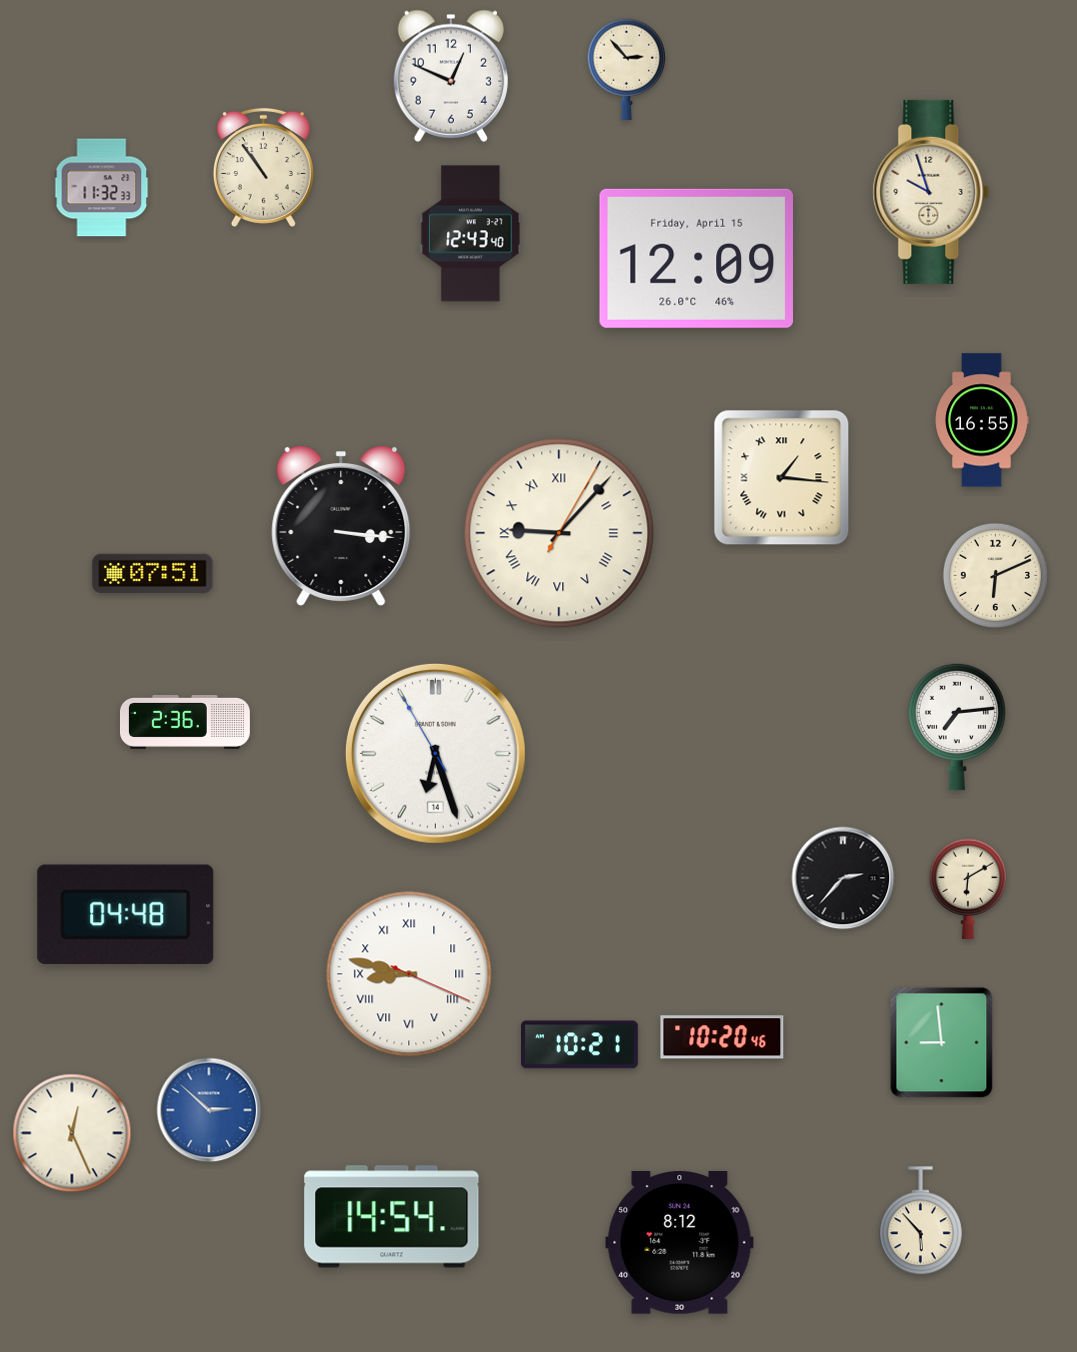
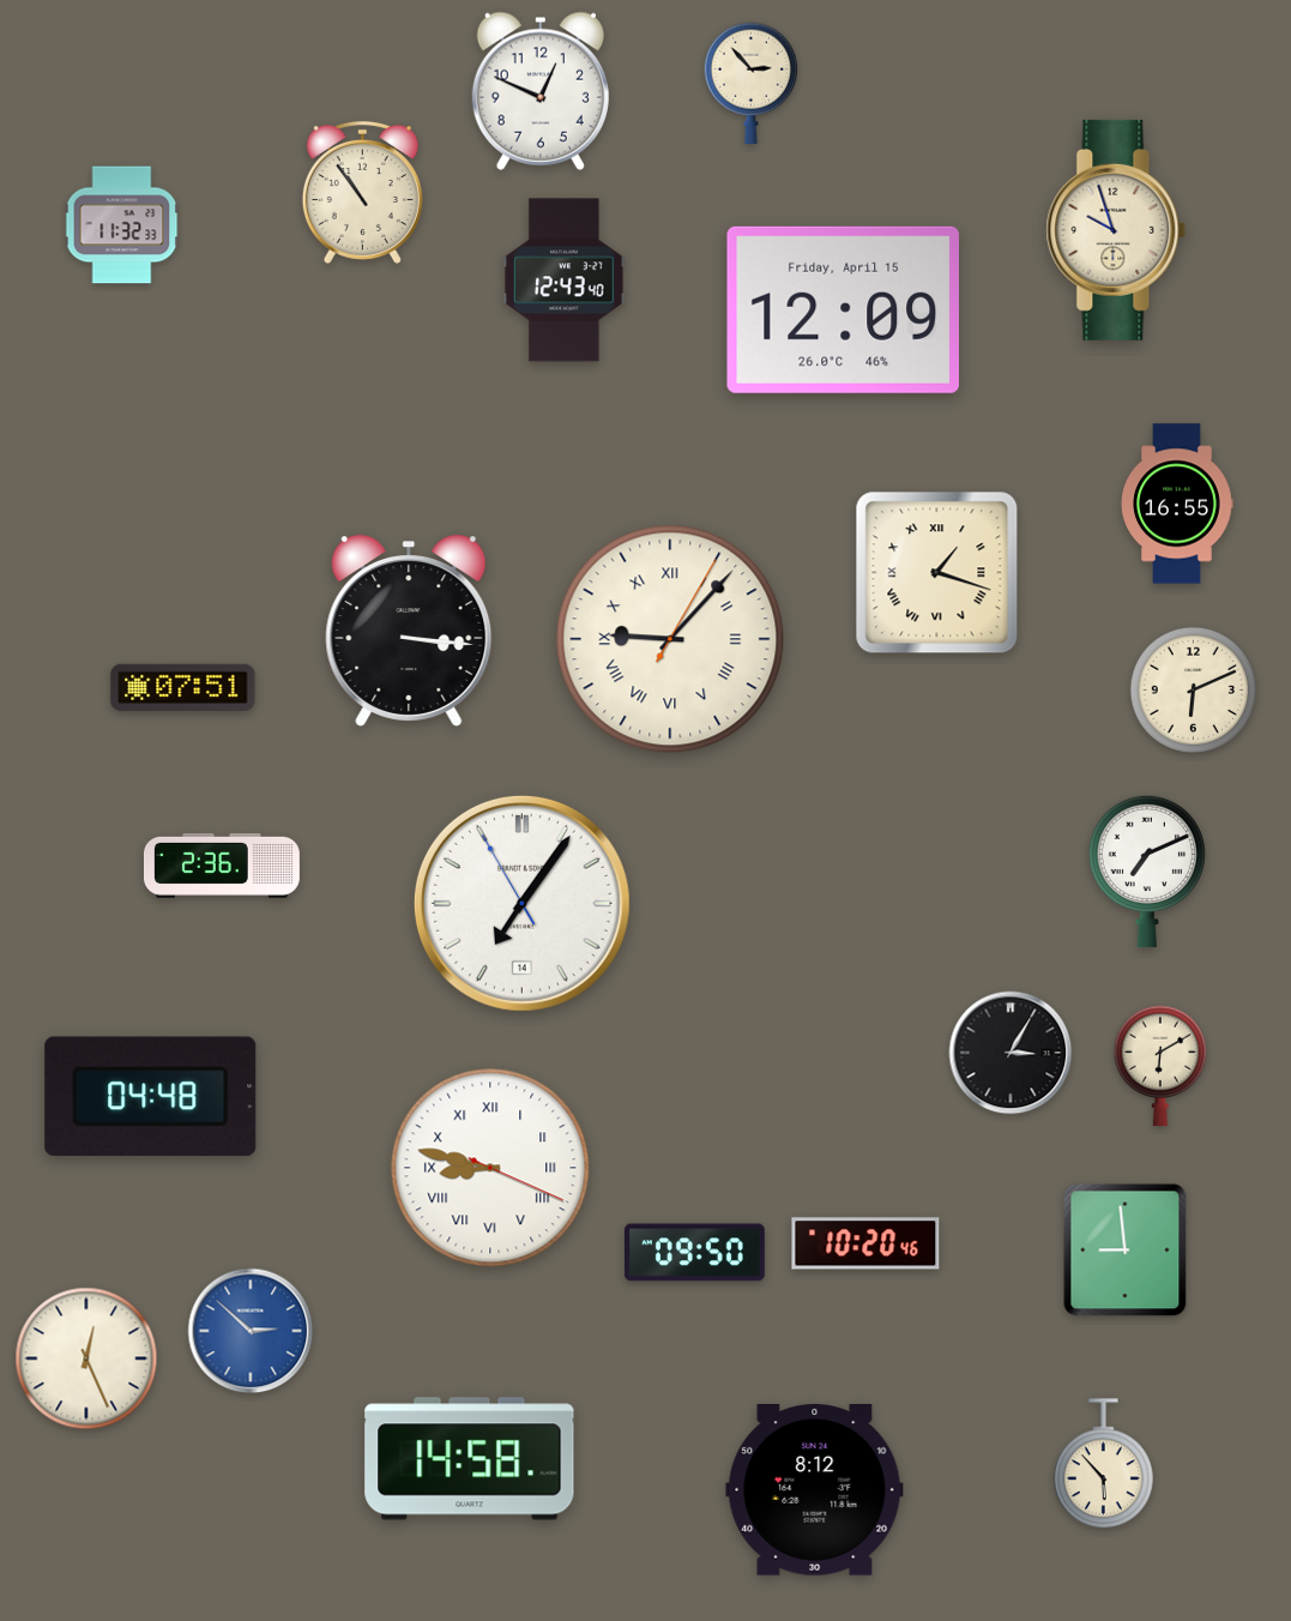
clock at (263, 167) position: (263, 167) -> (362, 192)
clock at (696, 258) position: (696, 258) -> (843, 309)
clock at (782, 478): 1:16 -> 1:18
clock at (957, 727): 7:14 -> 7:11
clock at (435, 753): 6:26 -> 7:05
clock at (843, 878): 2:37 -> 3:05
clock at (942, 1043) position: (942, 1043) -> (1126, 1251)
clock at (580, 1045): 10:21 -> 09:50
clock at (392, 1217): 14:54 -> 14:58
